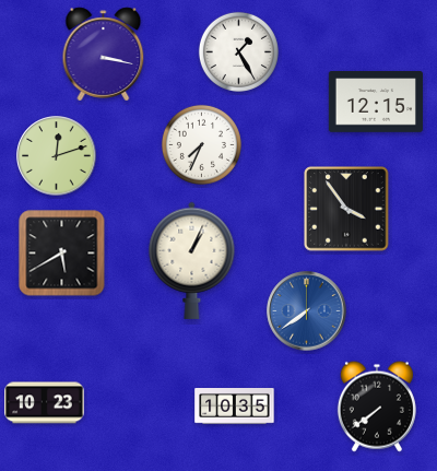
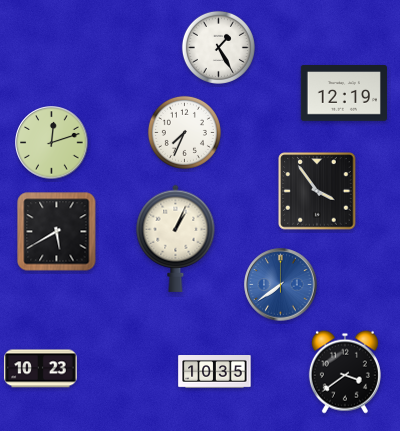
clock at (104, 55): 3:17 -> none
clock at (376, 103): 12:15 -> 12:19
clock at (377, 407): 7:39 -> 3:39
